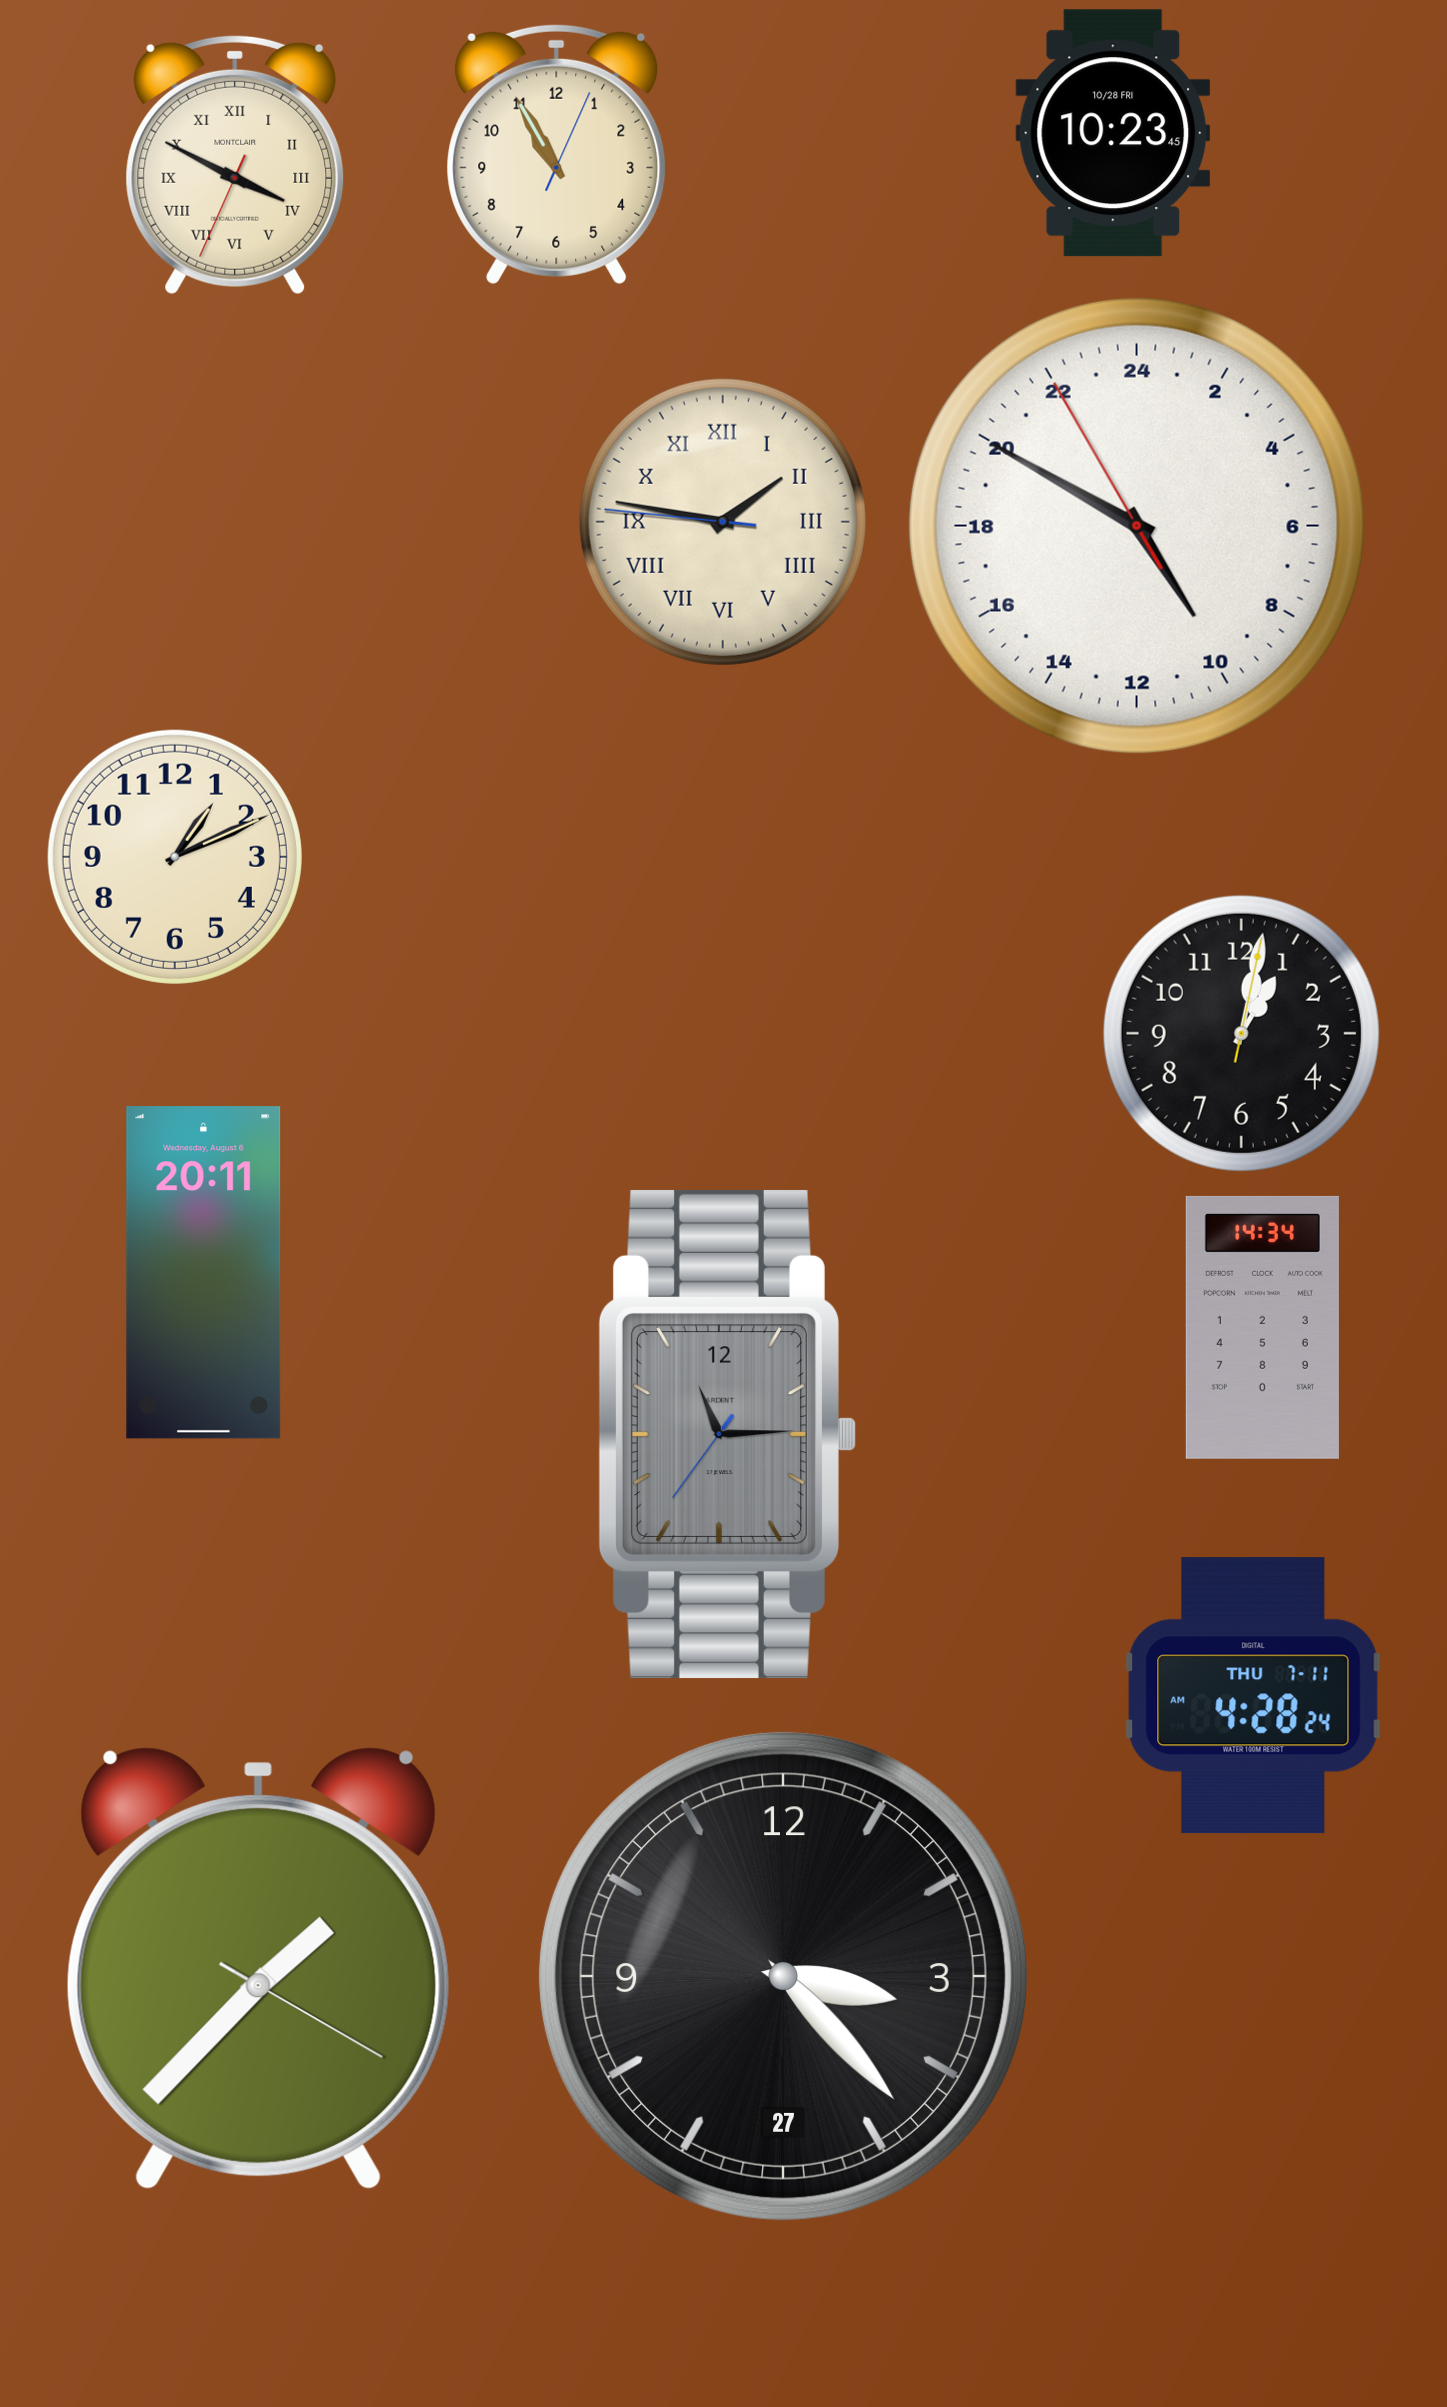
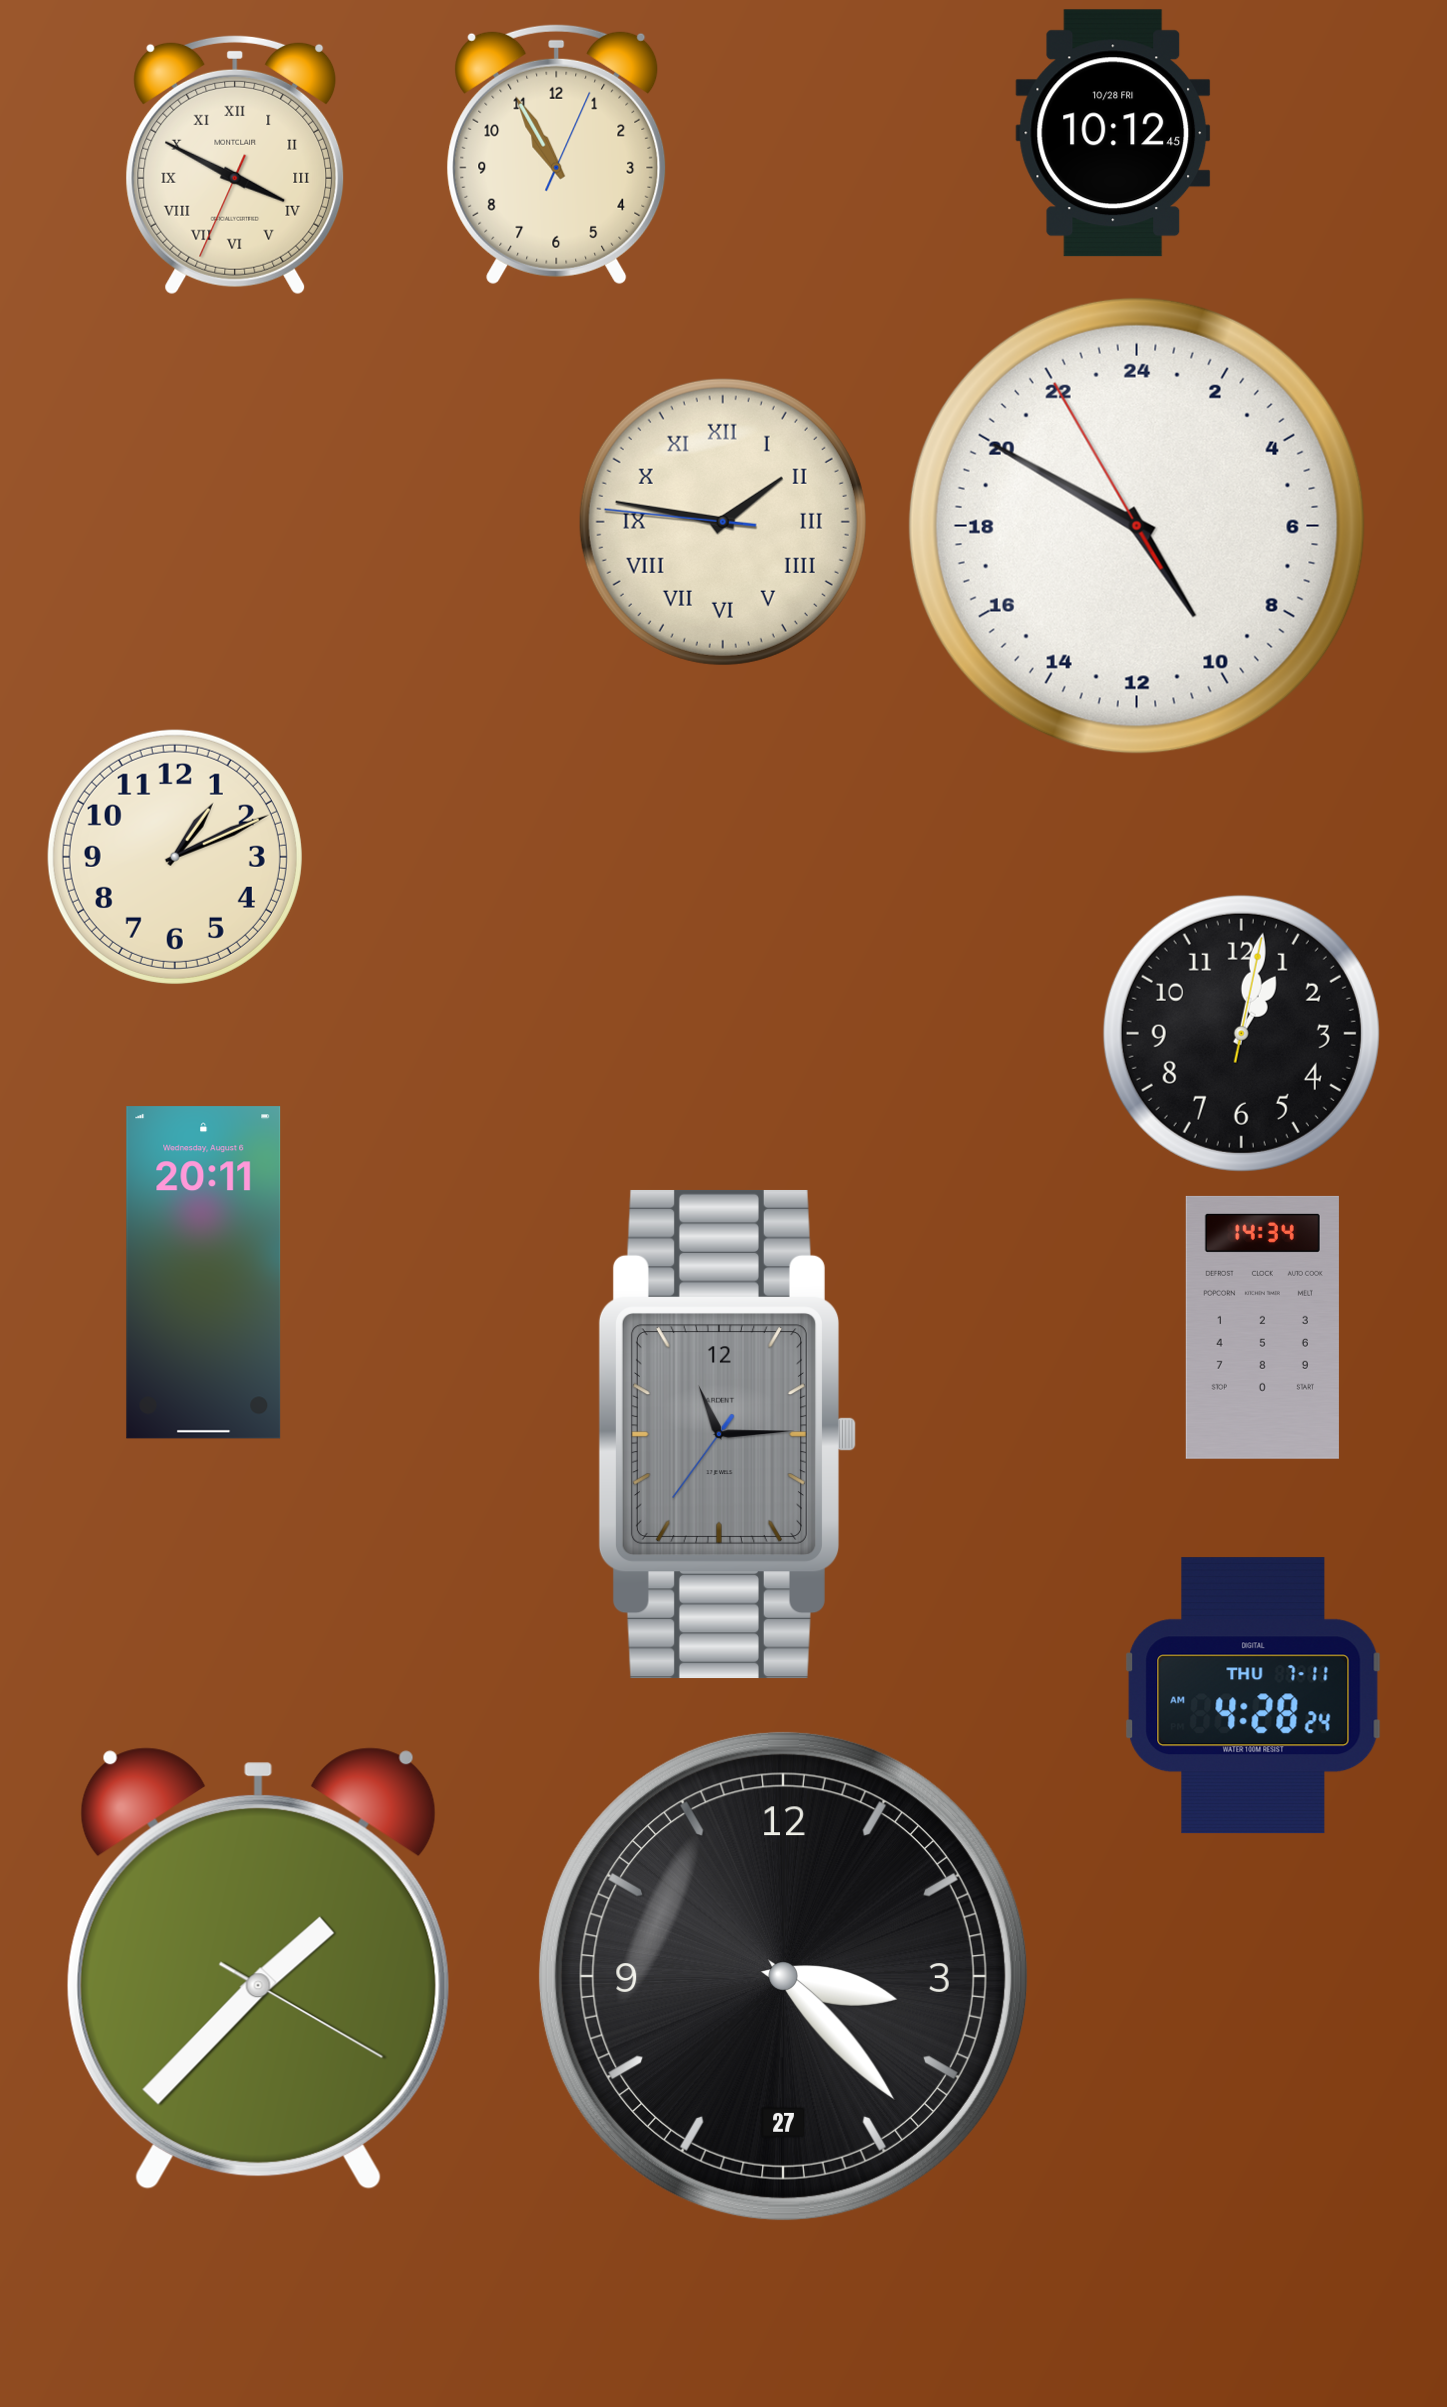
clock at (1113, 133): 10:23 -> 10:12
